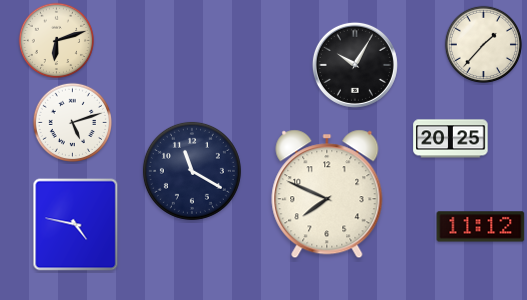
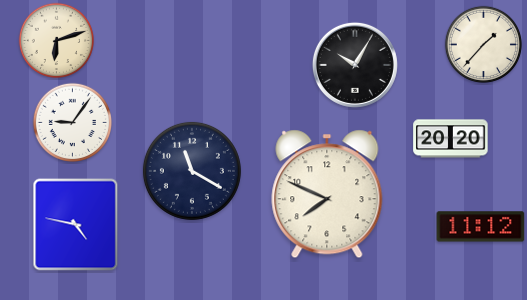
clock at (72, 122): 5:12 -> 9:06
clock at (451, 139): 20:25 -> 20:20
